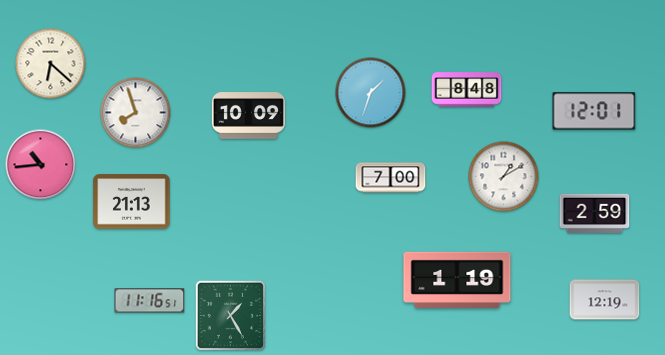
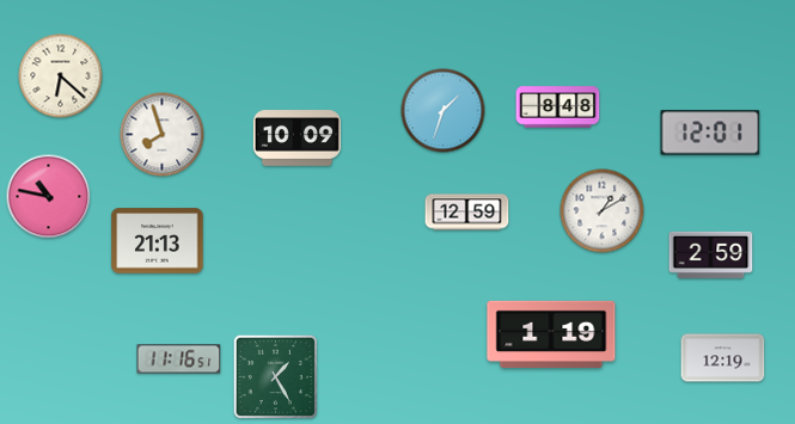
clock at (41, 165): 10:44 -> 10:47
clock at (391, 178): 7:00 -> 12:59
clock at (457, 280) position: (457, 280) -> (551, 334)
